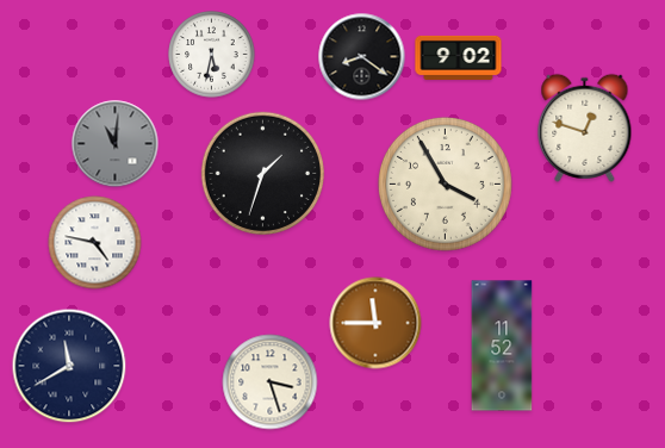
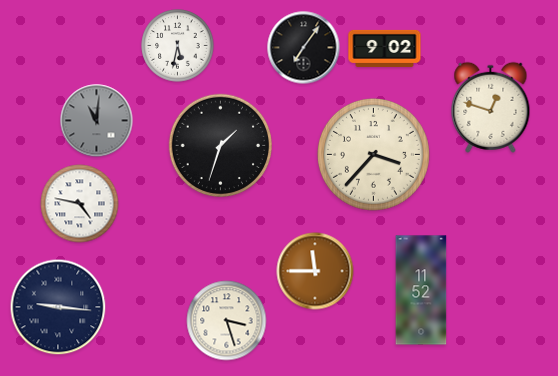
clock at (362, 57): 8:21 -> 7:06
clock at (445, 183): 3:55 -> 3:37
clock at (69, 366): 11:40 -> 9:16
